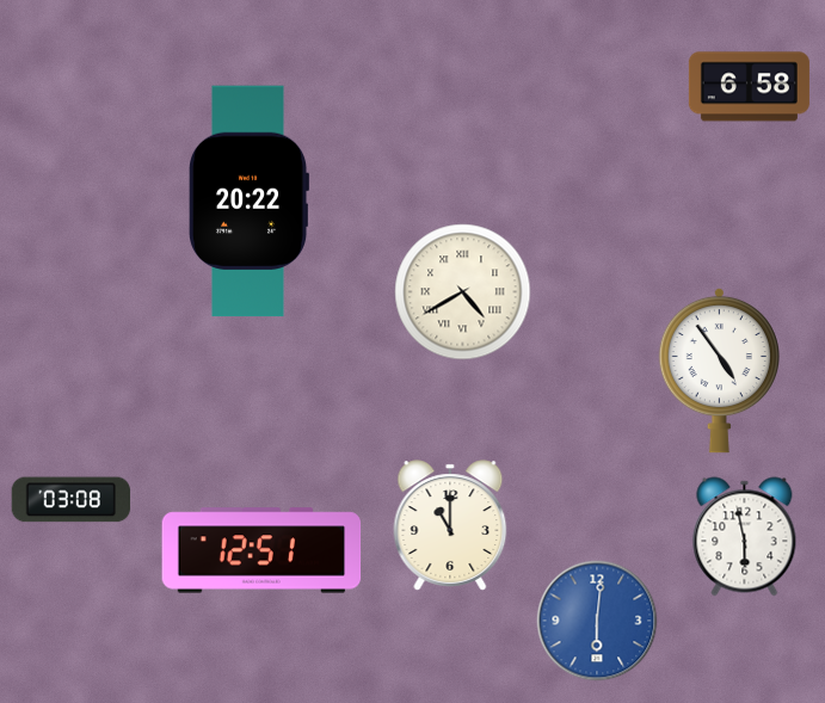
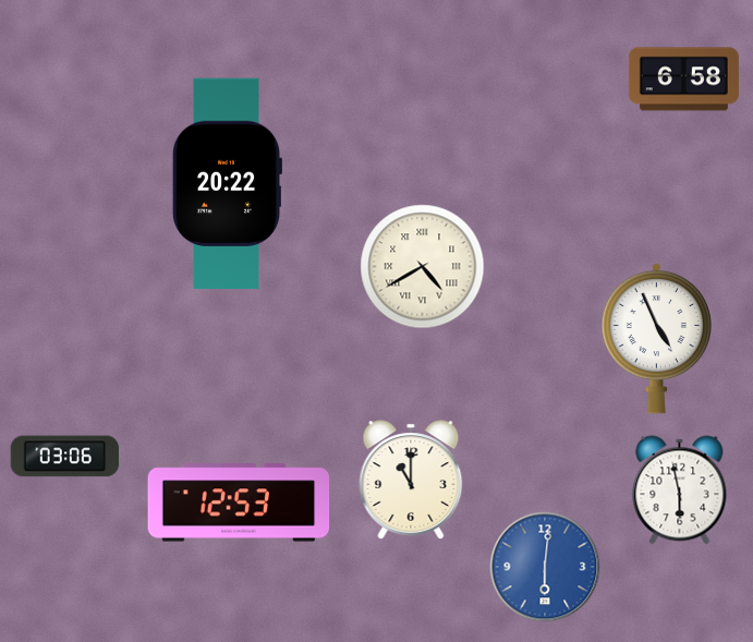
clock at (719, 370): 4:54 -> 4:56
clock at (72, 500): 03:08 -> 03:06
clock at (261, 550): 12:51 -> 12:53
